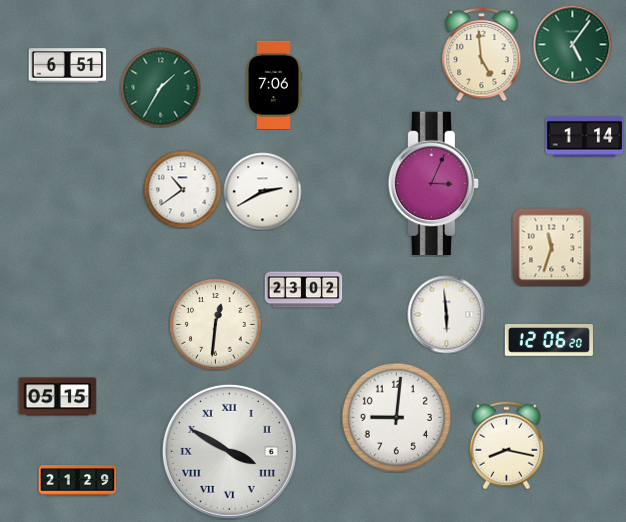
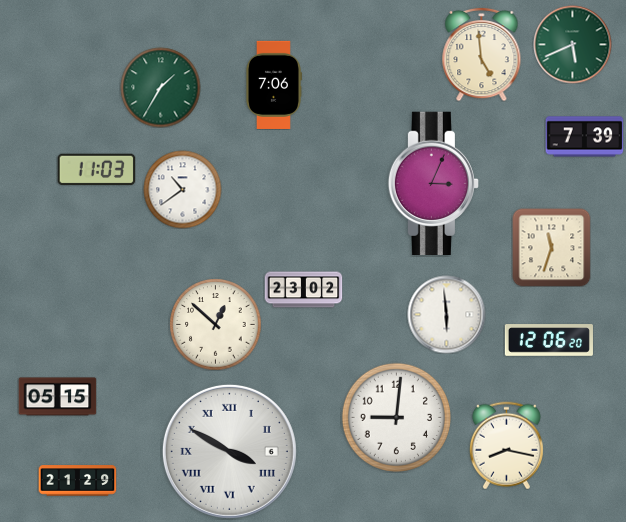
clock at (572, 44): 5:06 -> 5:41
clock at (67, 66): 6:51 -> none
clock at (584, 137): 1:14 -> 7:39
clock at (96, 170): none -> 11:03
clock at (262, 191): 2:40 -> none
clock at (215, 324): 12:31 -> 12:52
